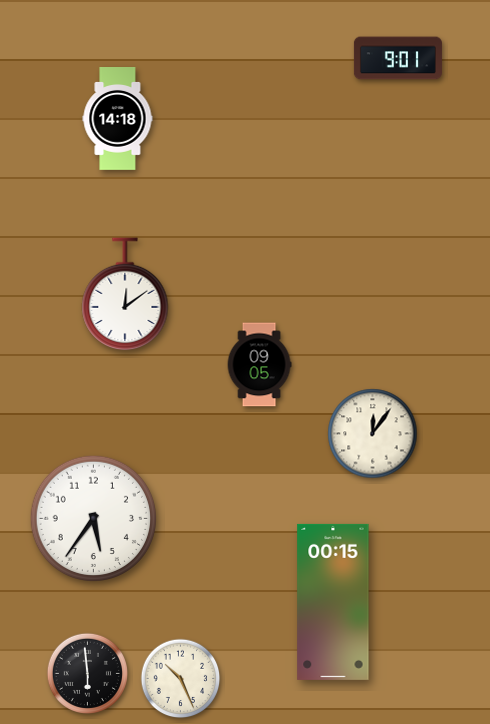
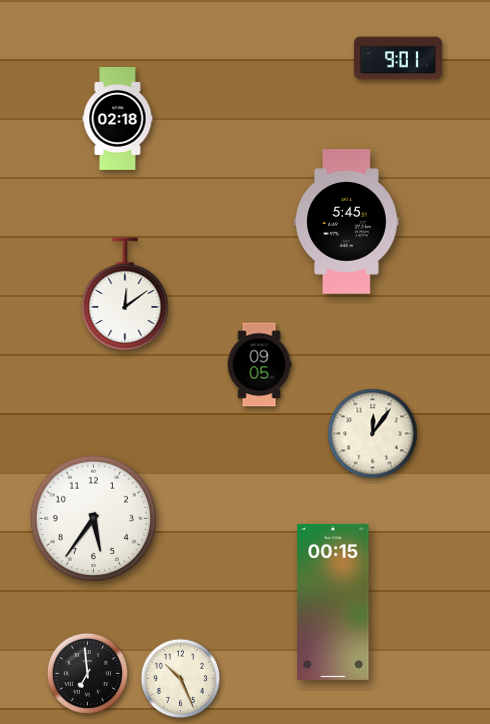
clock at (118, 119): 14:18 -> 02:18
clock at (347, 222): none -> 5:45
clock at (87, 673): 5:59 -> 6:59
